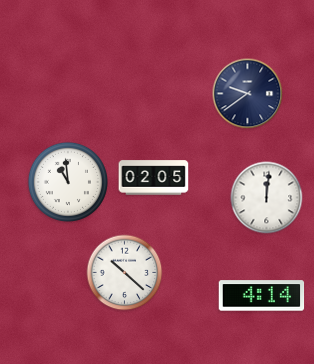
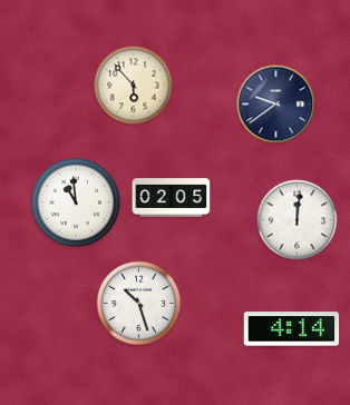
clock at (134, 86): none -> 5:53
clock at (125, 273): 10:22 -> 10:27
